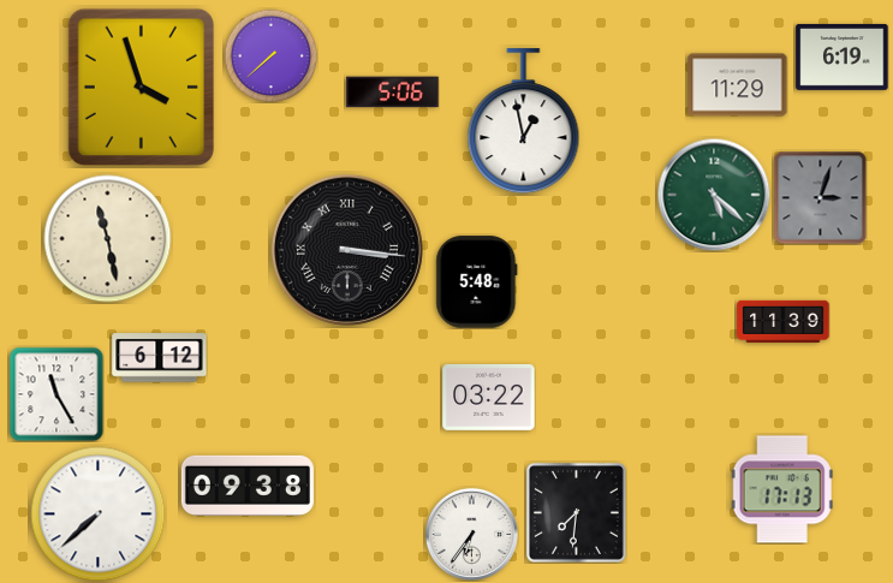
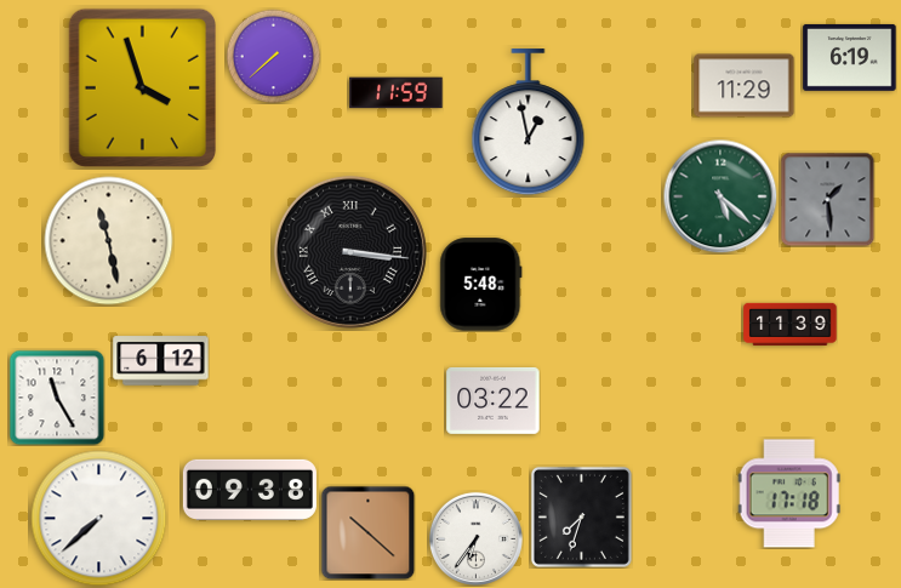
clock at (393, 93): 5:06 -> 11:59
clock at (820, 197): 3:03 -> 1:29
clock at (782, 489): 17:13 -> 17:18
clock at (576, 512): 7:31 -> 7:33
clock at (367, 532): none -> 10:22
